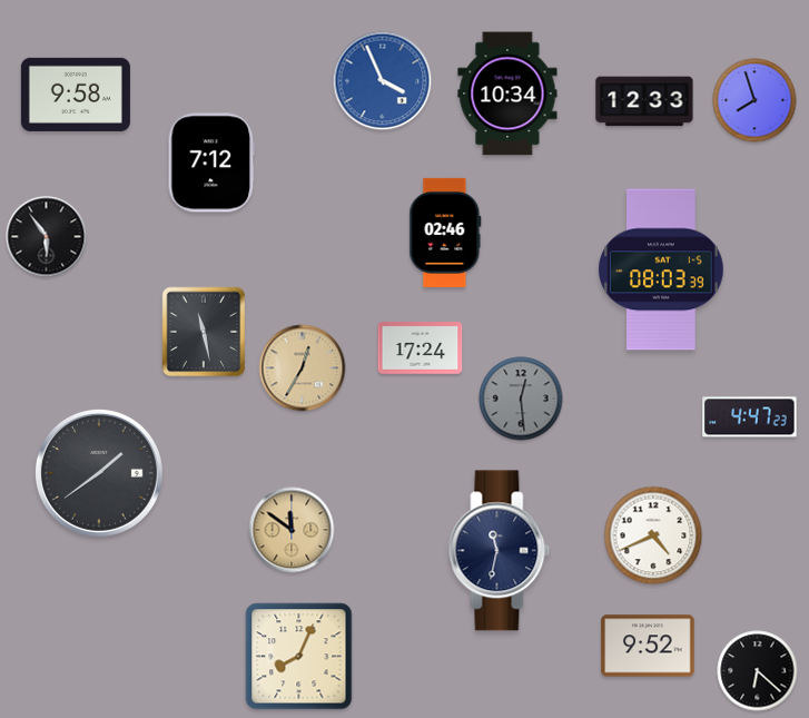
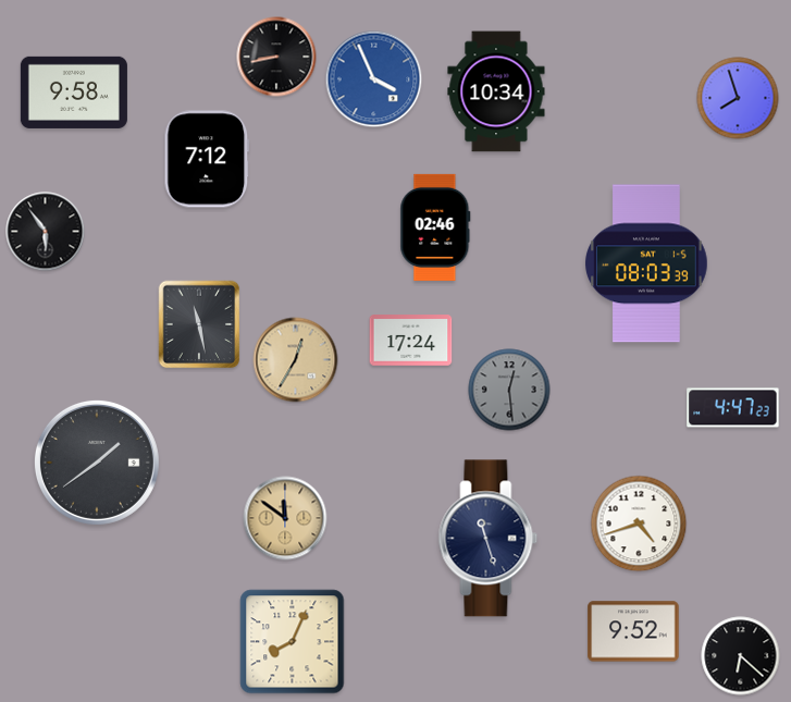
clock at (276, 57): none -> 8:43
clock at (644, 101): 12:33 -> none
clock at (653, 535): 4:41 -> 4:42
clock at (500, 551): 11:32 -> 11:27
